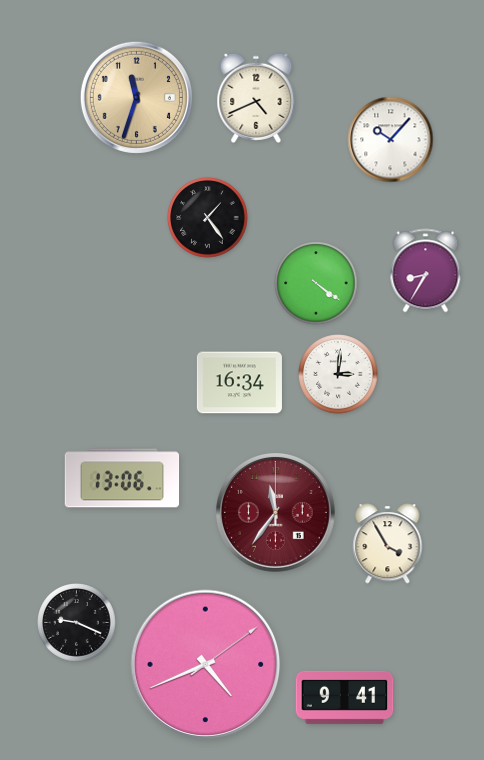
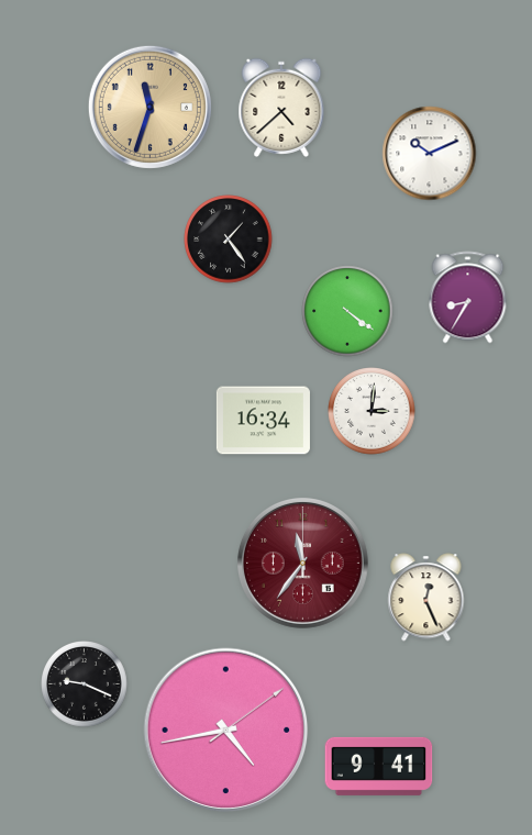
clock at (256, 98): 4:41 -> 4:38
clock at (391, 140): 10:07 -> 10:11
clock at (122, 478): 13:06 -> none
clock at (388, 544): 3:55 -> 12:26
clock at (206, 665): 4:41 -> 4:43
